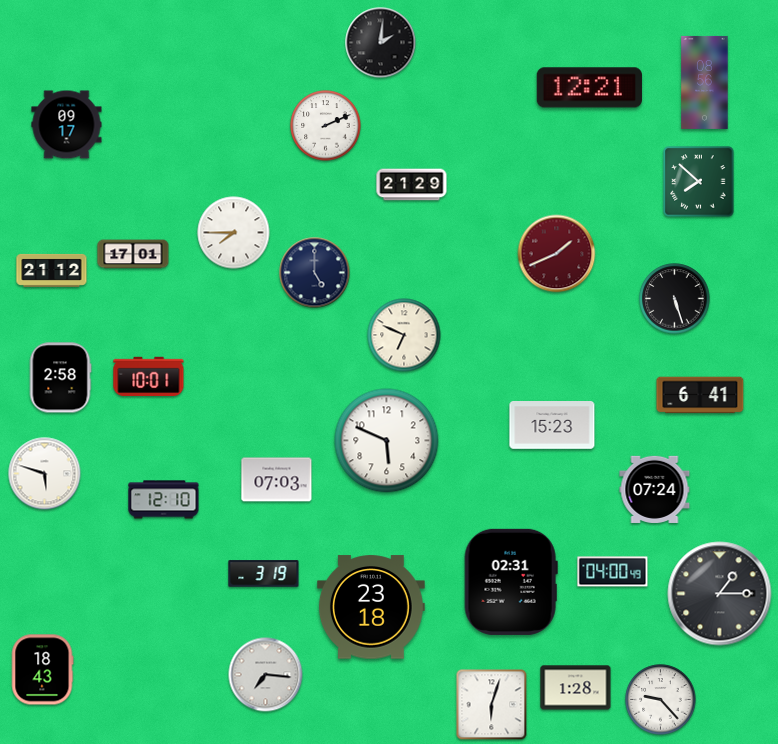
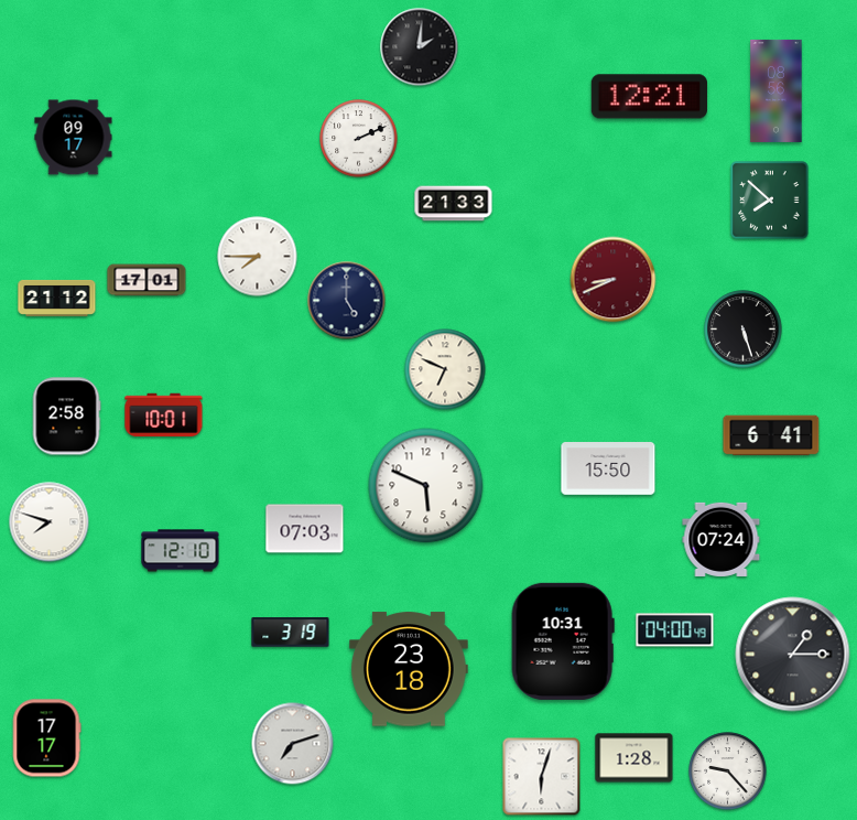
clock at (412, 185): 21:29 -> 21:33
clock at (557, 254): 1:41 -> 8:41
clock at (552, 426): 15:23 -> 15:50
clock at (45, 474): 5:48 -> 7:48
clock at (511, 582): 02:31 -> 10:31
clock at (42, 670): 18:43 -> 17:17
clock at (266, 675): 7:16 -> 7:12
